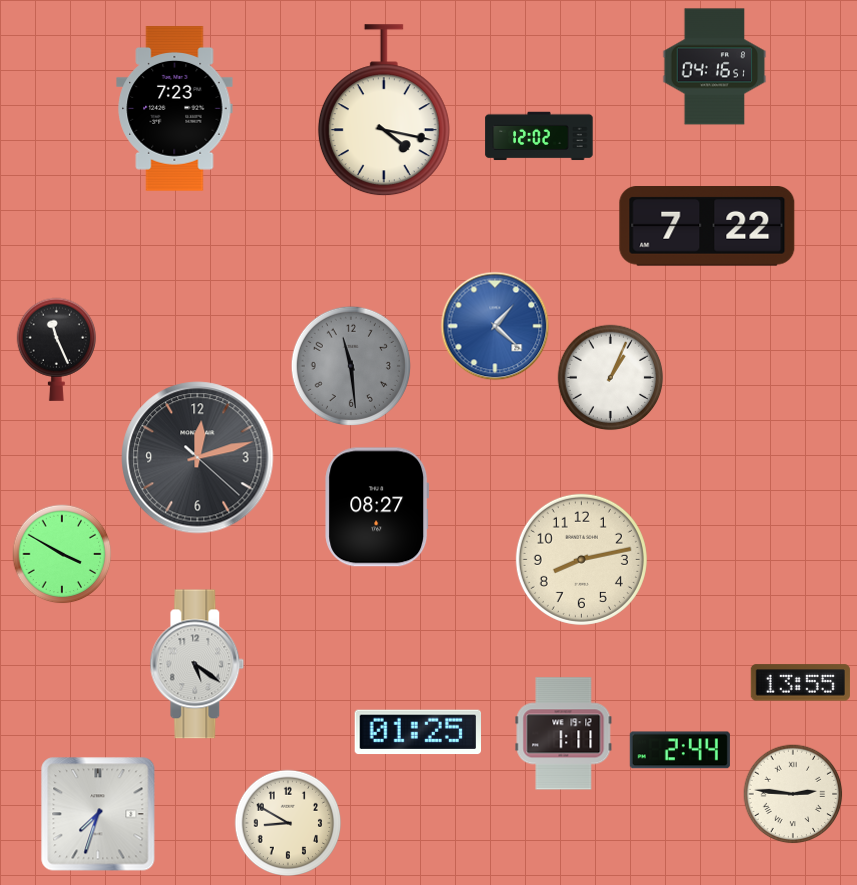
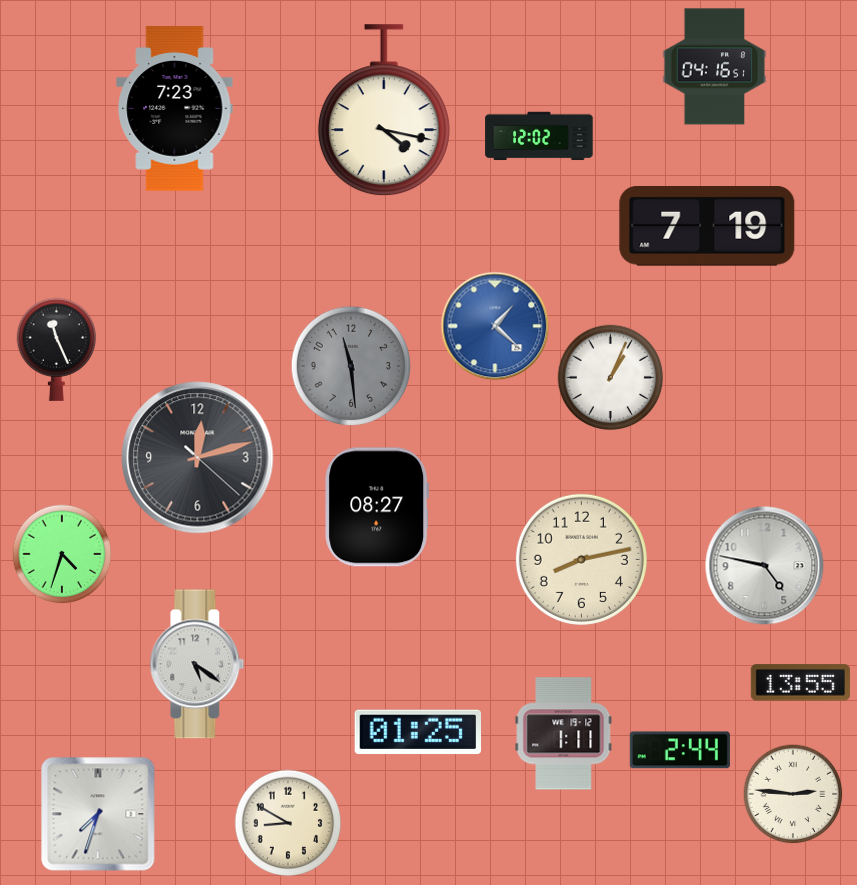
clock at (707, 226): 7:22 -> 7:19
clock at (62, 554): 3:50 -> 4:33
clock at (765, 566): none -> 4:47
